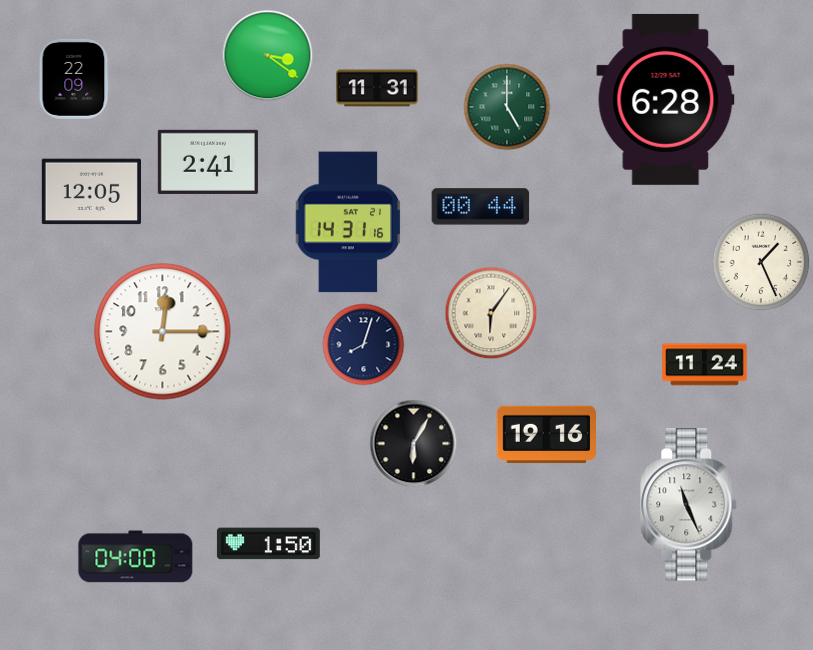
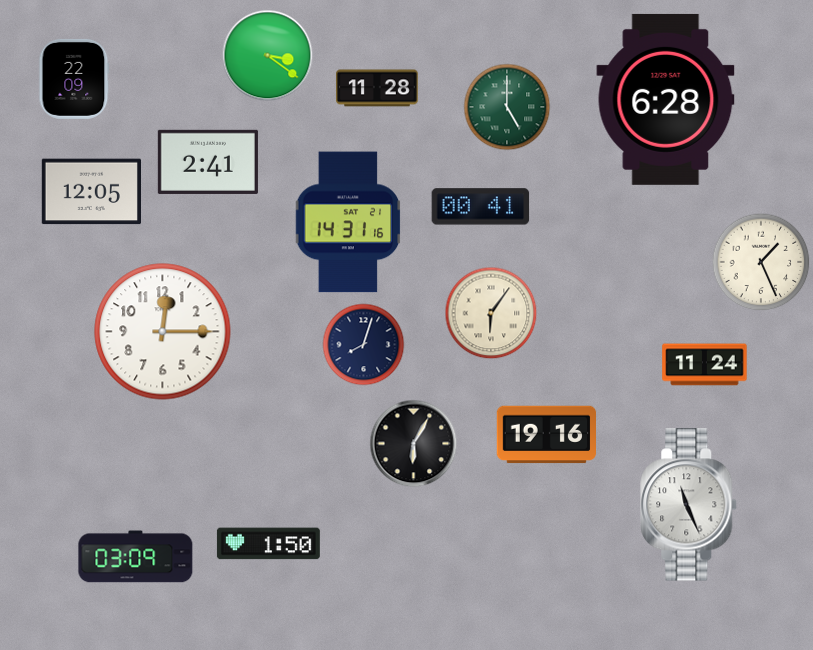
clock at (377, 88): 11:31 -> 11:28
clock at (481, 207): 00:44 -> 00:41
clock at (136, 557): 04:00 -> 03:09
